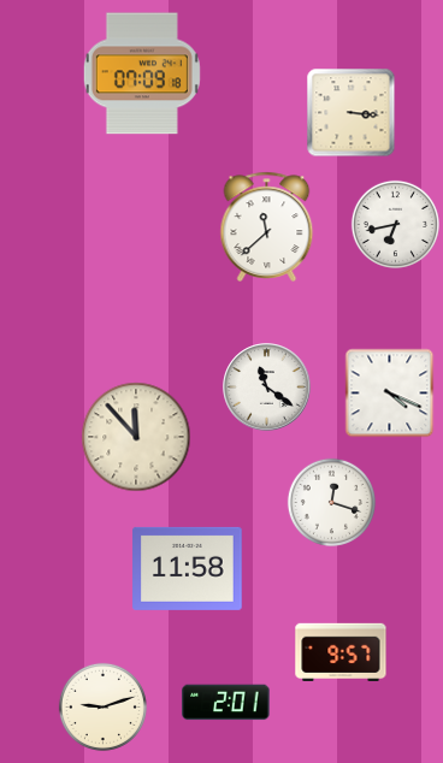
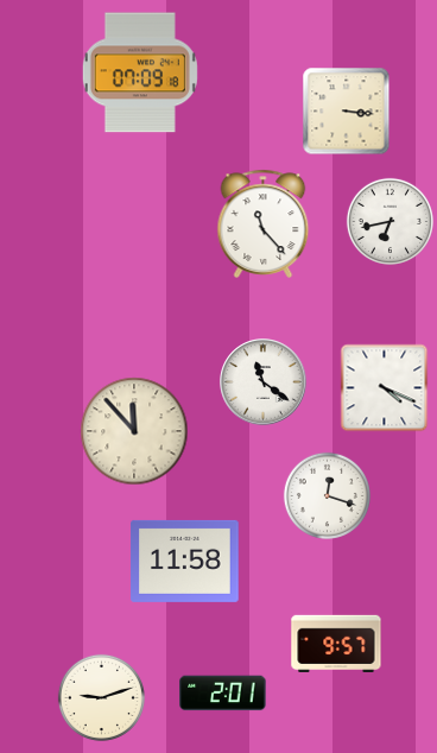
clock at (267, 226): 11:38 -> 11:23
